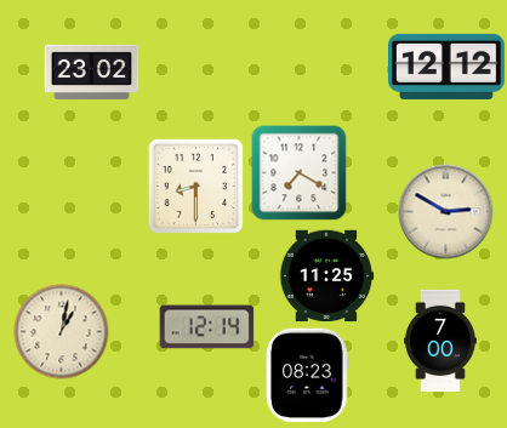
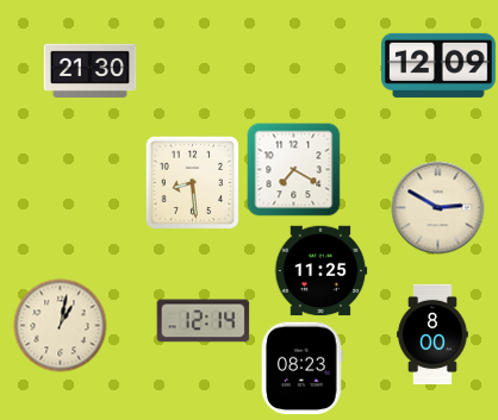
clock at (448, 67): 12:12 -> 12:09
clock at (91, 72): 23:02 -> 21:30
clock at (195, 186): 8:30 -> 8:29
clock at (440, 341): 7:00 -> 8:00
